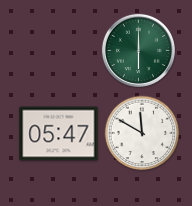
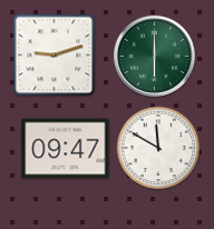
clock at (55, 56): none -> 9:12
clock at (59, 134): 05:47 -> 09:47
